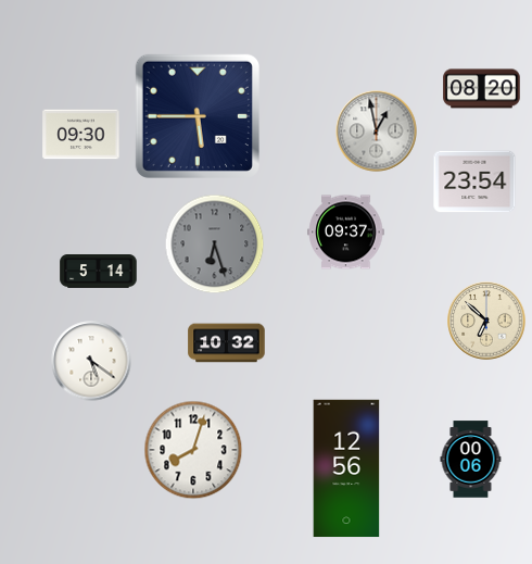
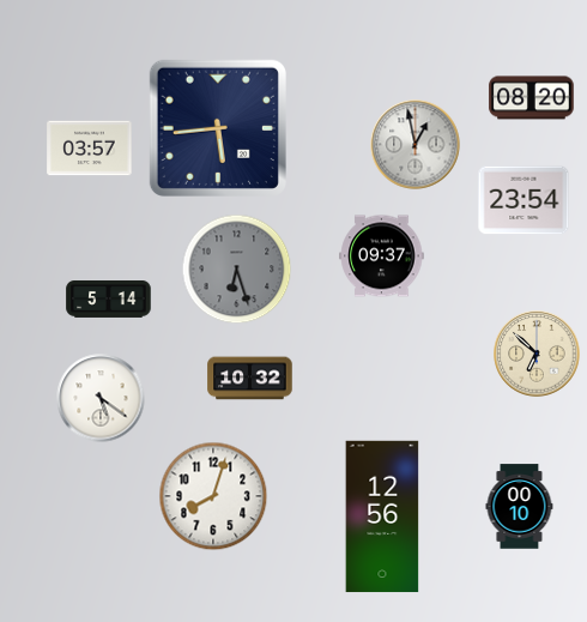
clock at (198, 116): 5:45 -> 5:44
clock at (81, 135): 09:30 -> 03:57
clock at (471, 460): 00:06 -> 00:10
